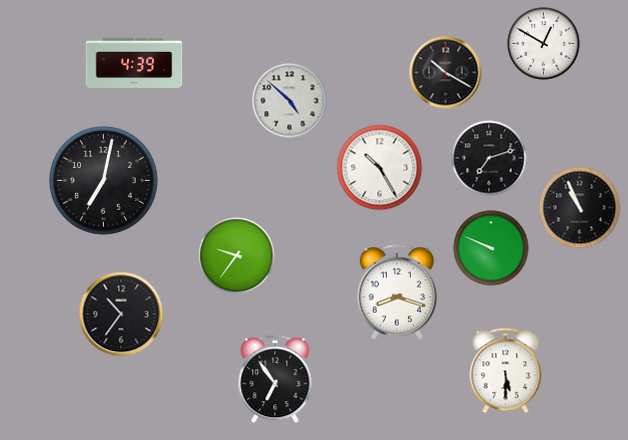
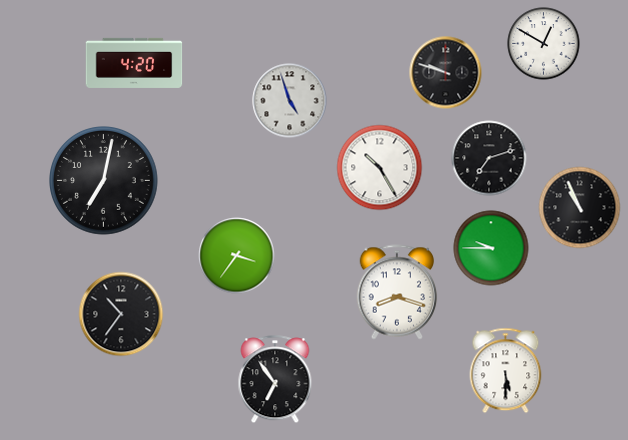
clock at (134, 63): 4:39 -> 4:20
clock at (446, 73): 10:20 -> 9:48
clock at (290, 101): 4:52 -> 4:57
clock at (491, 248): 9:49 -> 9:45
clock at (237, 256): 9:36 -> 3:36
